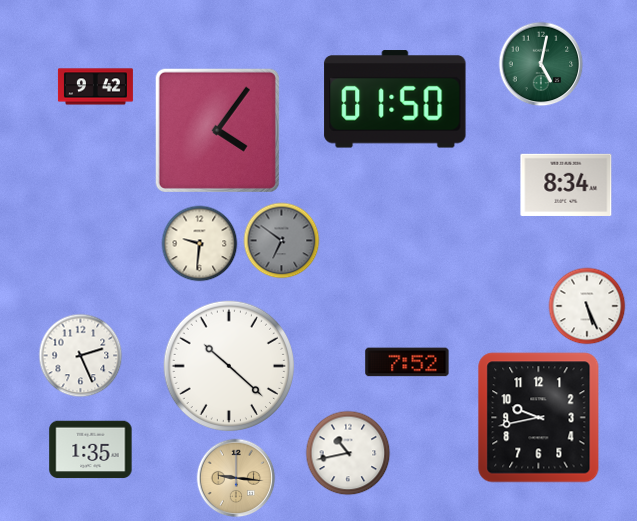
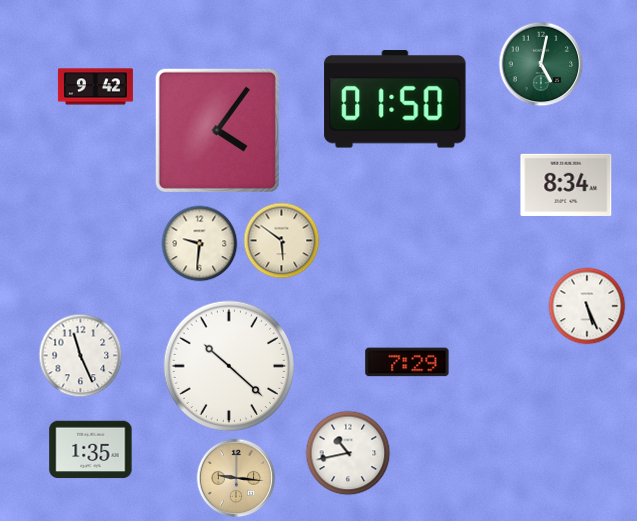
clock at (282, 241): 6:51 -> 5:51
clock at (282, 241) dial: grey -> cream
clock at (81, 356): 2:26 -> 11:26
clock at (407, 362): 7:52 -> 7:29
clock at (539, 418): 9:43 -> none
